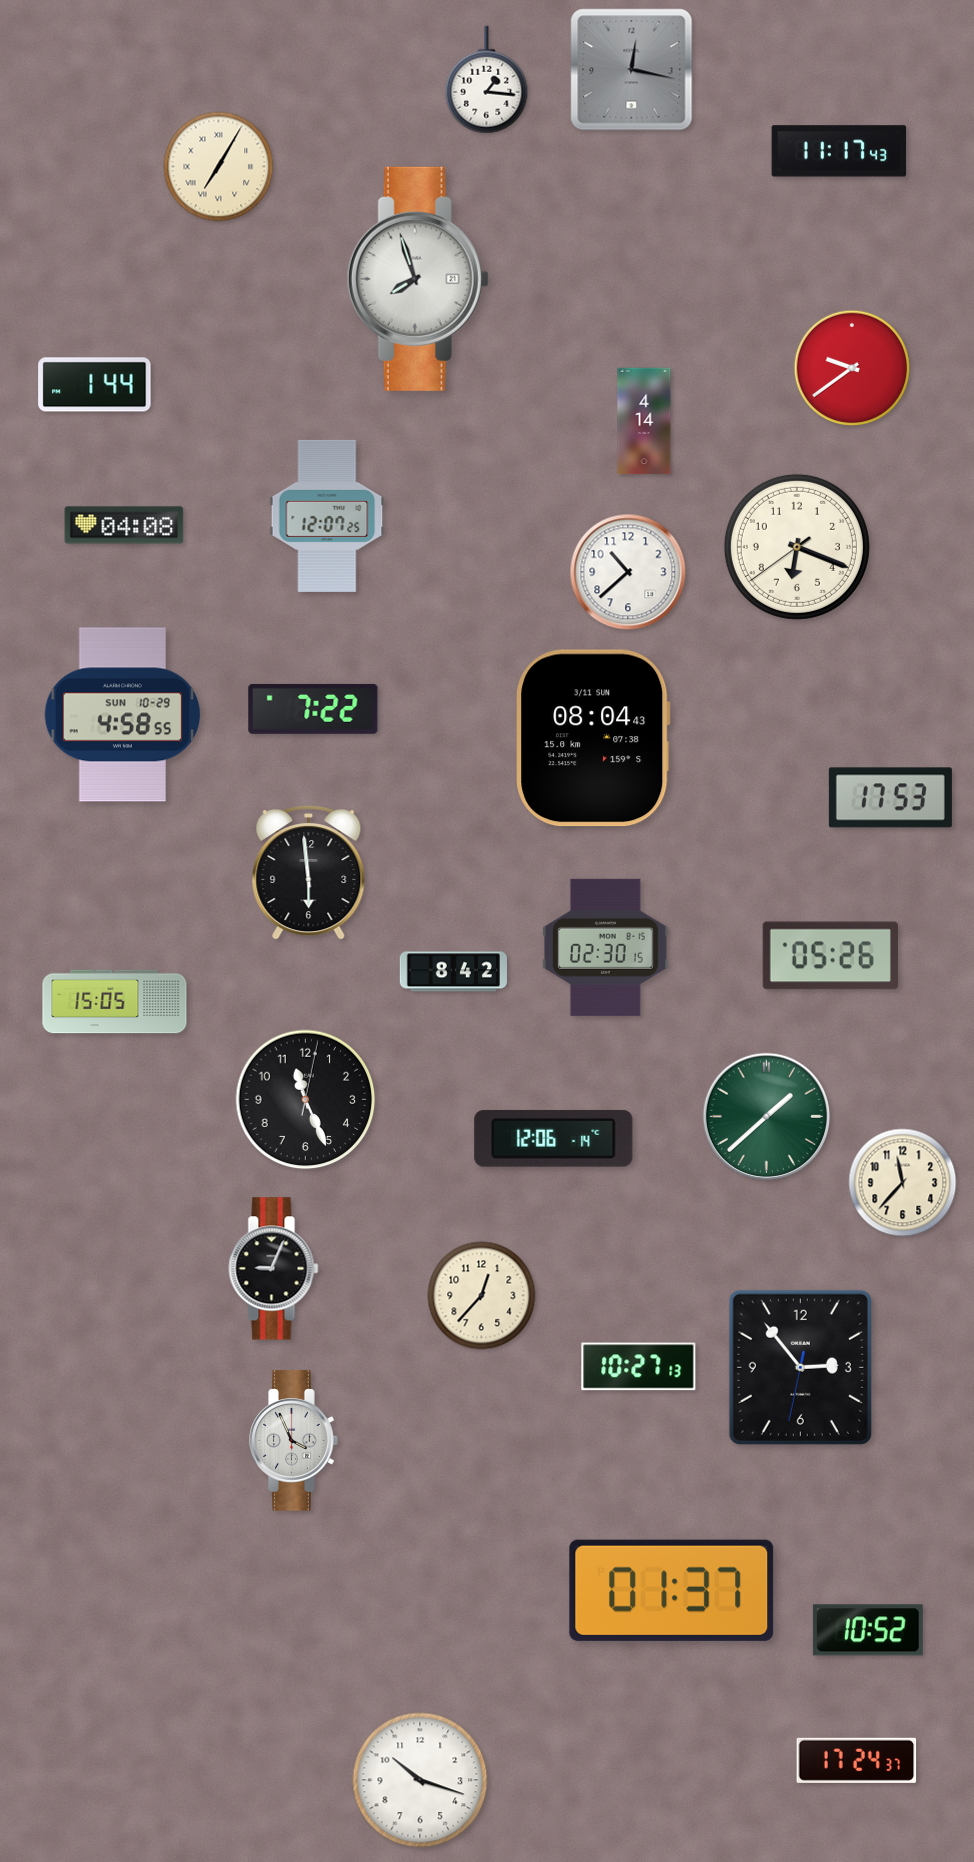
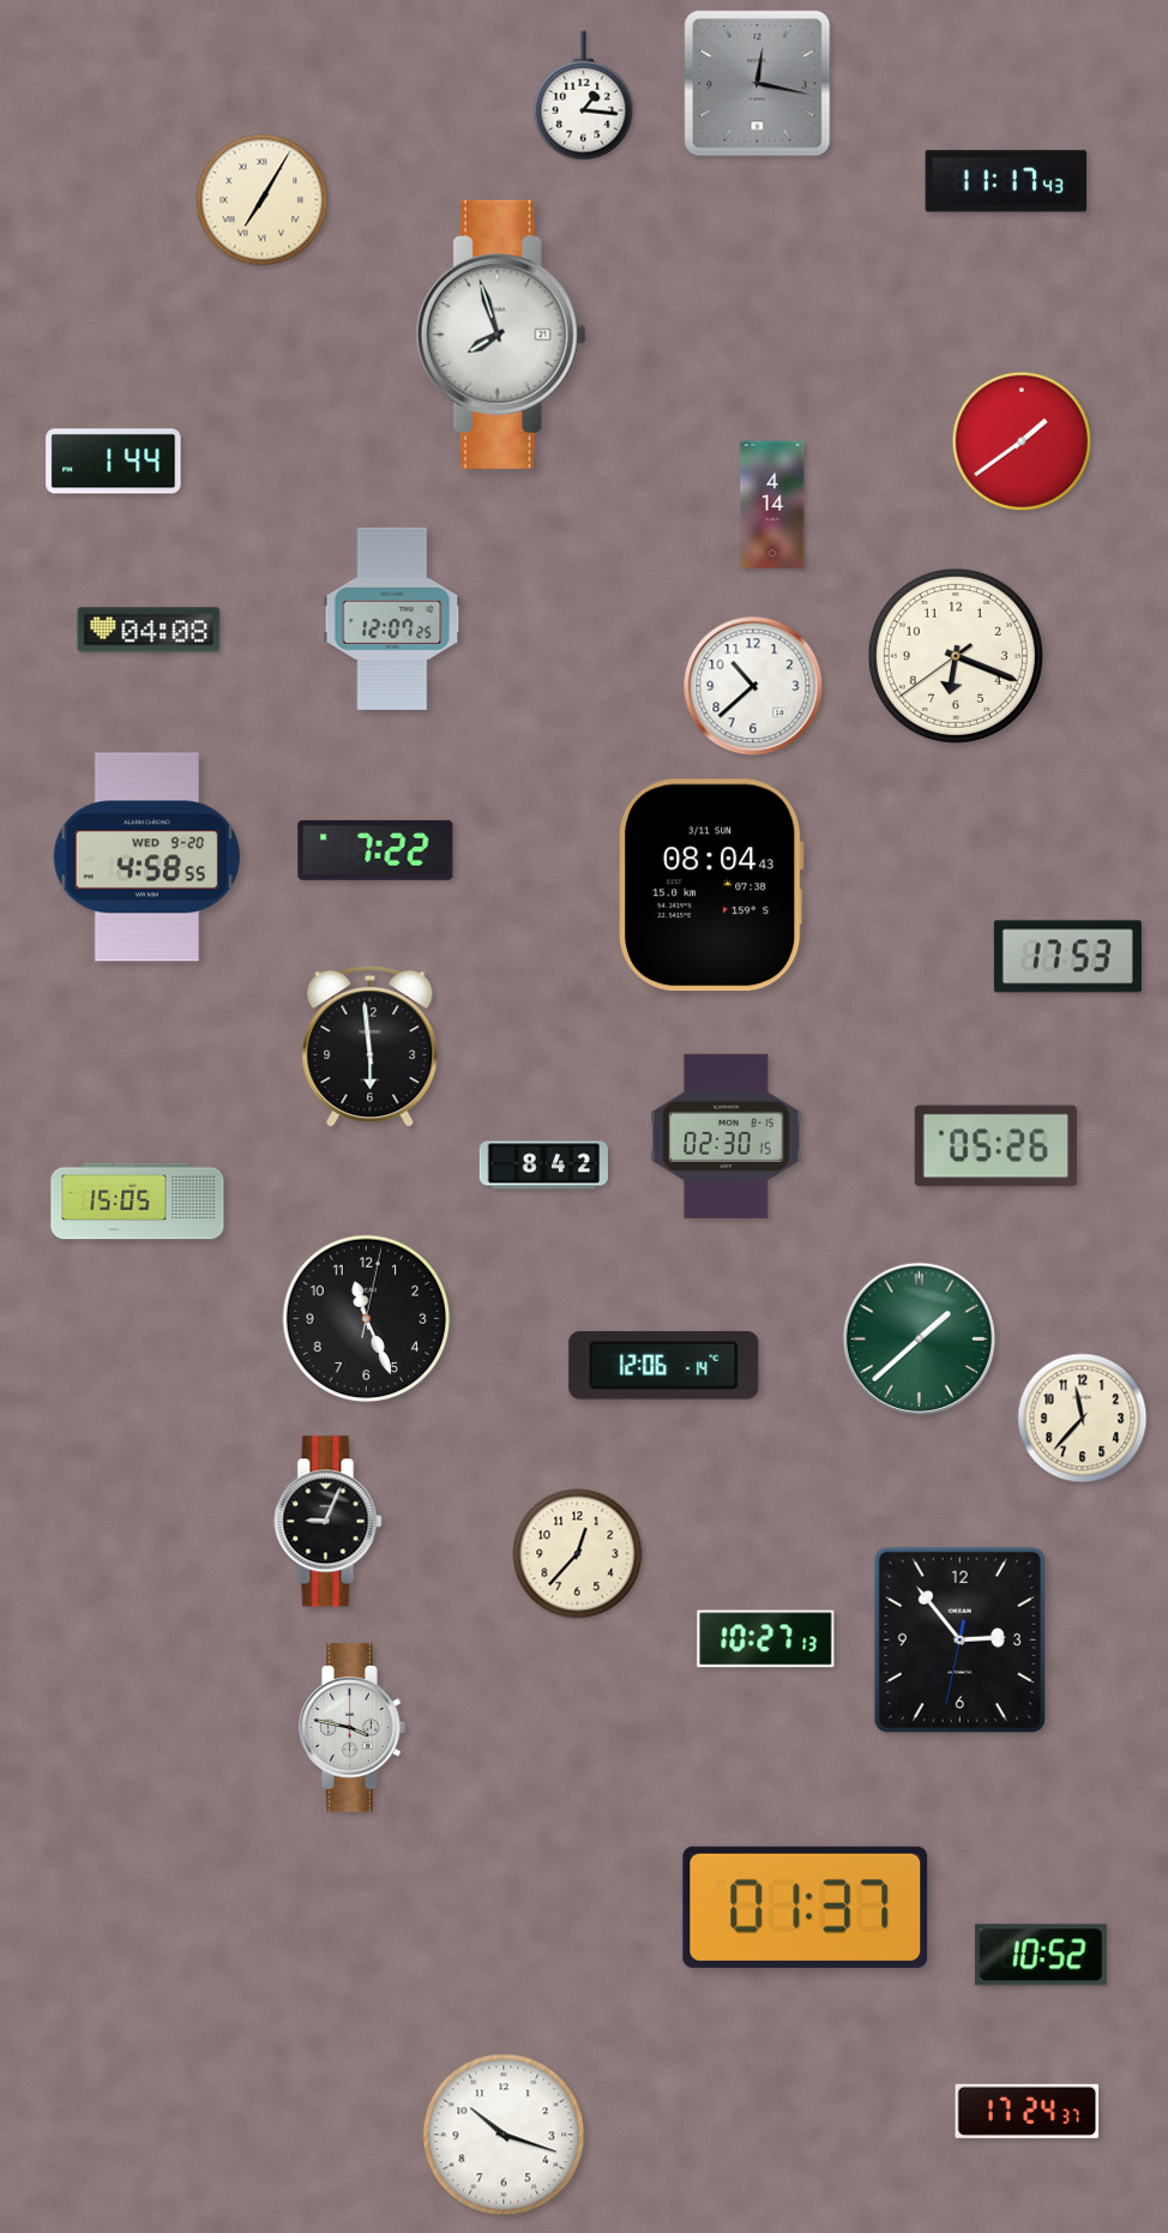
clock at (851, 367): 9:39 -> 1:39
clock at (123, 715) date: SUN 10-29 -> WED 9-20
clock at (294, 1441): 3:56 -> 3:47
